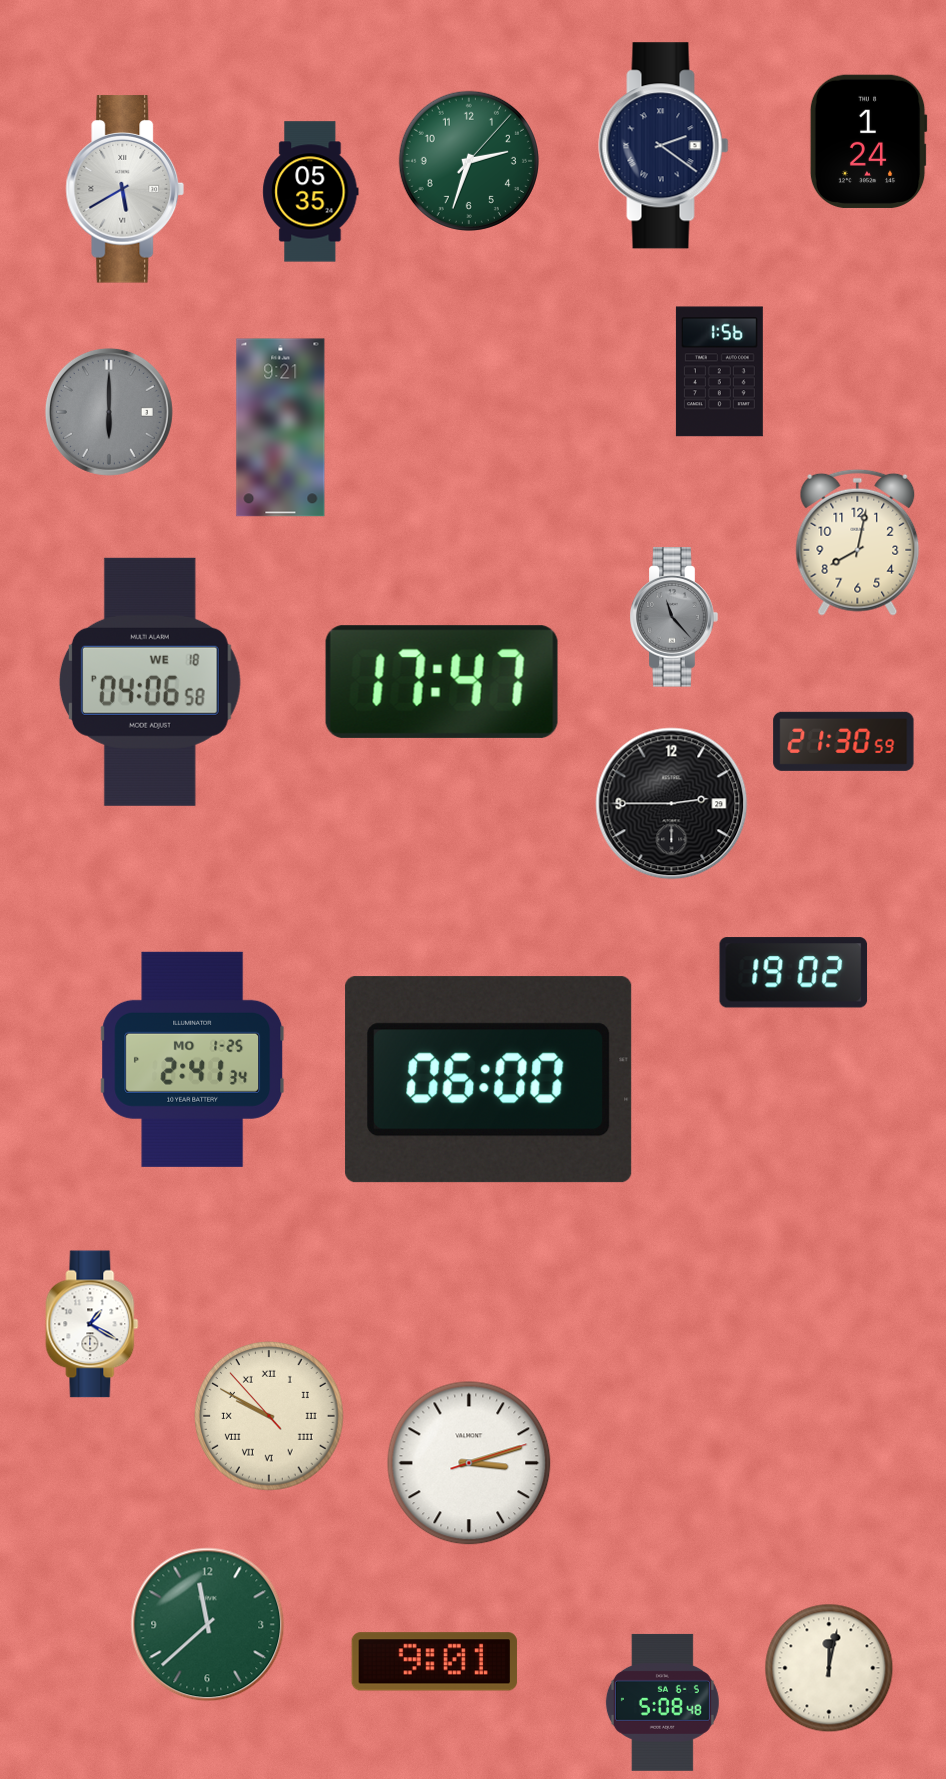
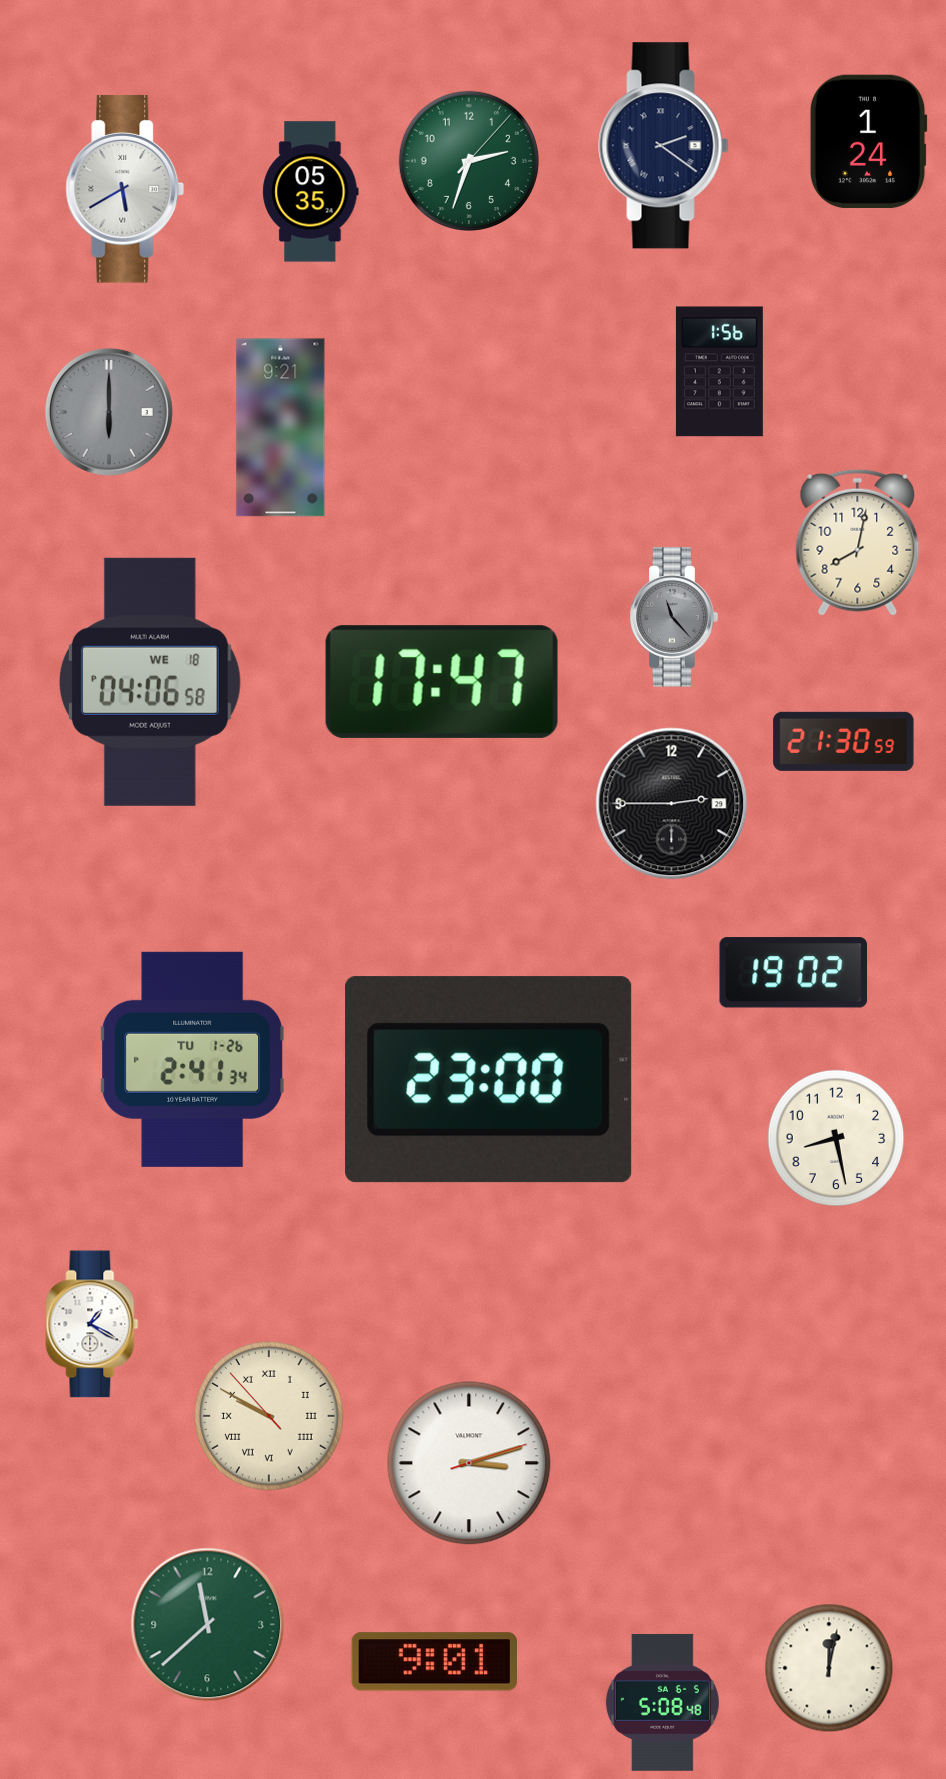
clock at (193, 1059) date: MO 1-25 -> TU 1-26
clock at (489, 1080): 06:00 -> 23:00
clock at (836, 1138): none -> 8:28
